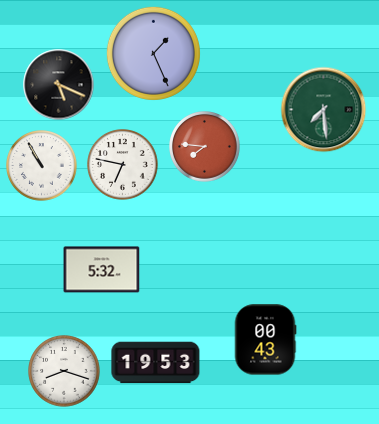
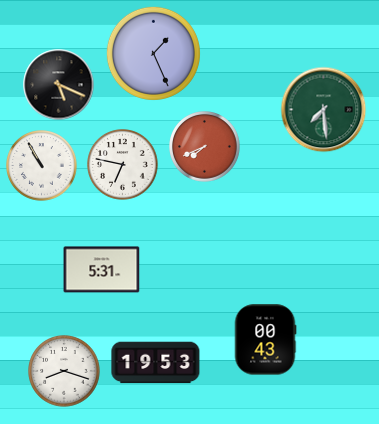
clock at (205, 147): 7:46 -> 7:41
clock at (102, 270): 5:32 -> 5:31
